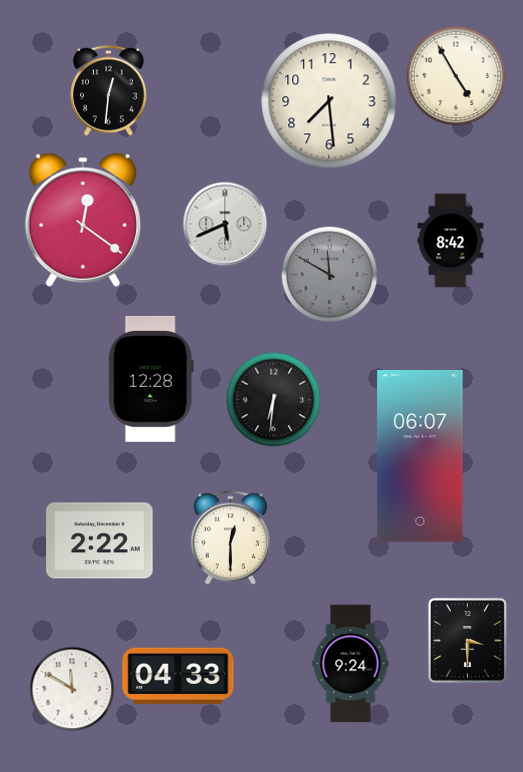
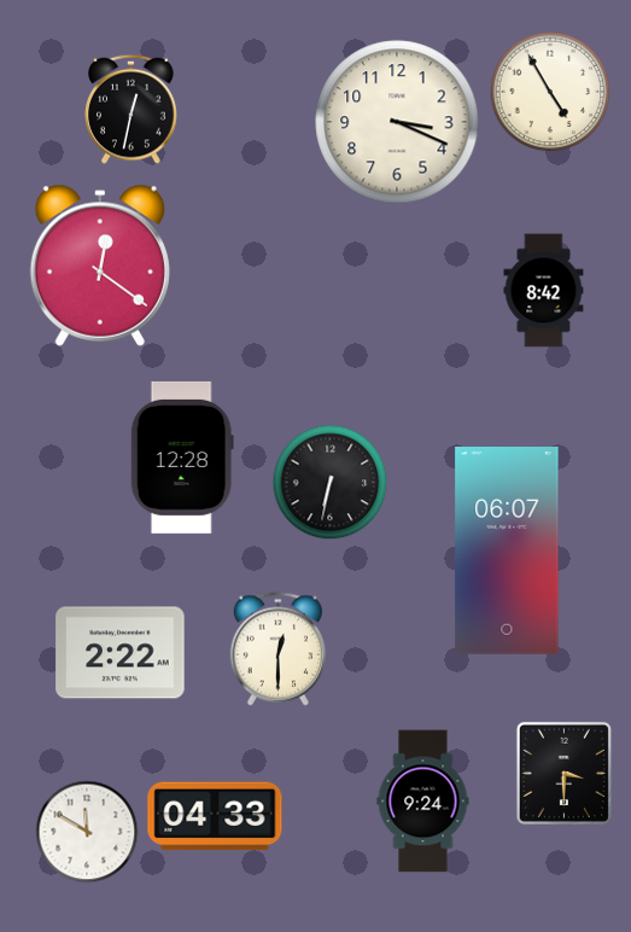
clock at (109, 90): 12:31 -> 12:32
clock at (329, 101): 7:29 -> 3:19
clock at (225, 224): 5:41 -> none
clock at (330, 275): 11:50 -> none
clock at (274, 400): 6:31 -> 6:32
